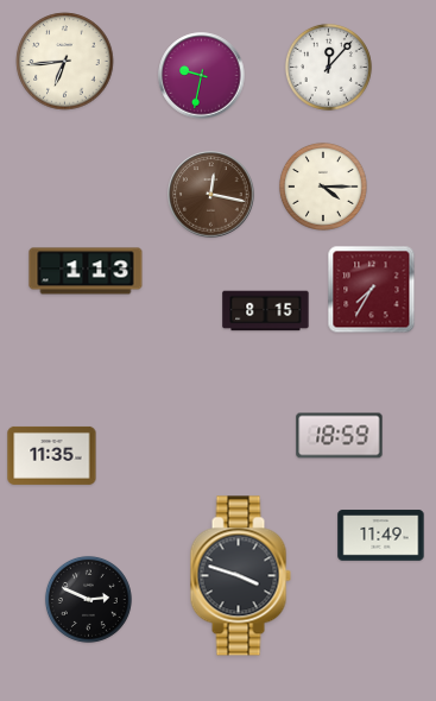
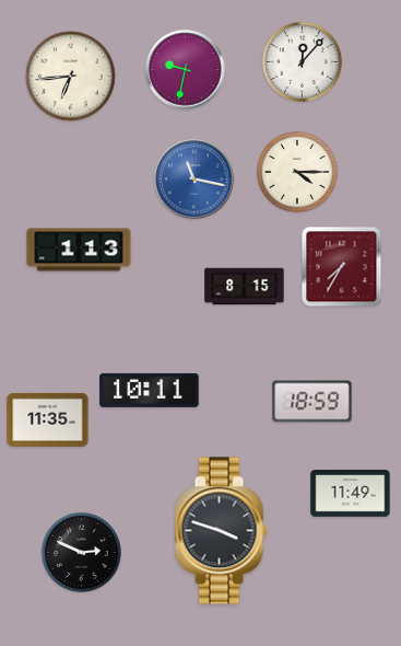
clock at (65, 62) position: (65, 62) -> (71, 77)
clock at (211, 195): 12:17 -> 11:17
clock at (211, 195) dial: brown -> blue
clock at (150, 390): none -> 10:11
